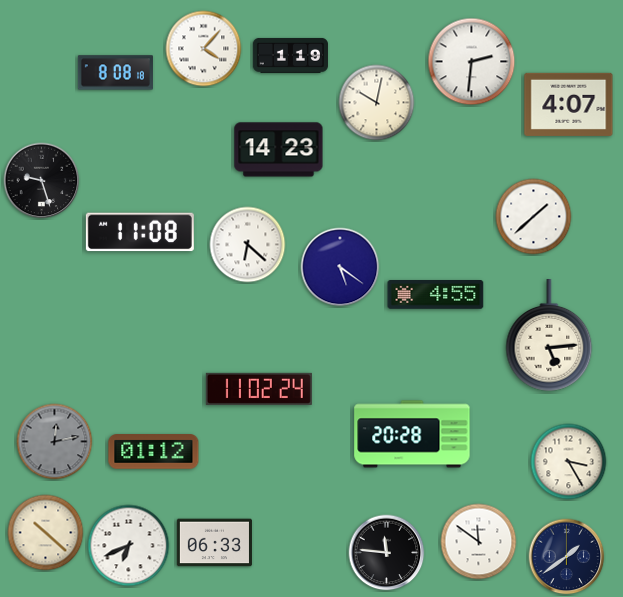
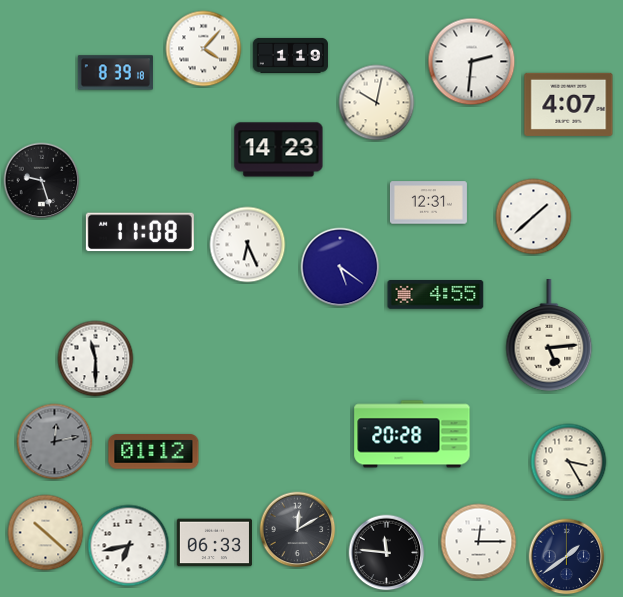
clock at (115, 73): 8:08 -> 8:39
clock at (428, 203): none -> 12:31
clock at (248, 245): 6:22 -> 6:26
clock at (96, 359): none -> 11:30
clock at (259, 389): 11:02 -> none
clock at (298, 530): none -> 12:10
clock at (479, 542): 11:51 -> 12:15
clock at (129, 546): 6:41 -> 6:43
